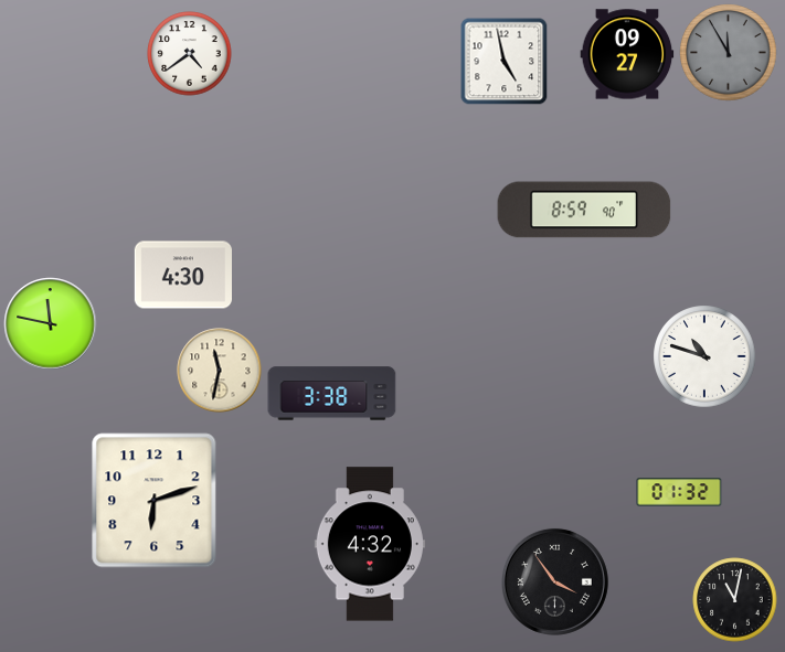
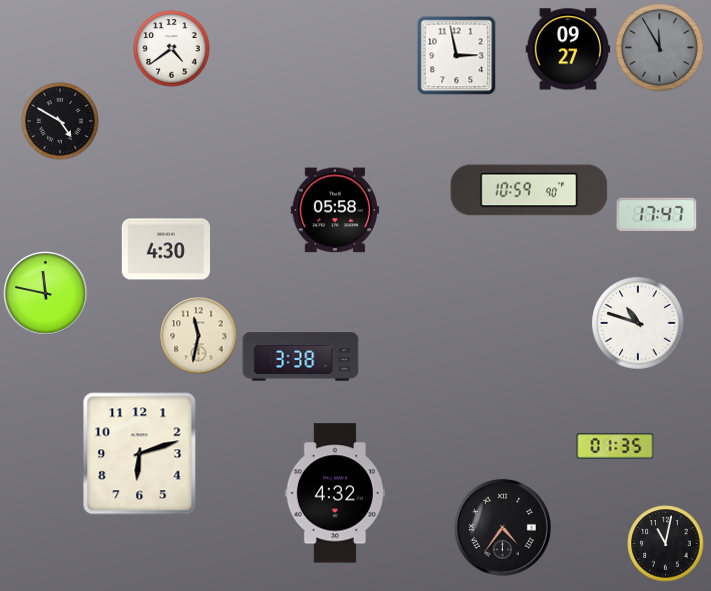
clock at (505, 62): 4:58 -> 2:58
clock at (60, 121): none -> 4:50
clock at (584, 210): 8:59 -> 10:59
clock at (334, 210): none -> 05:58
clock at (657, 214): none -> 17:47
clock at (679, 492): 01:32 -> 01:35
clock at (554, 581): 3:54 -> 4:36
